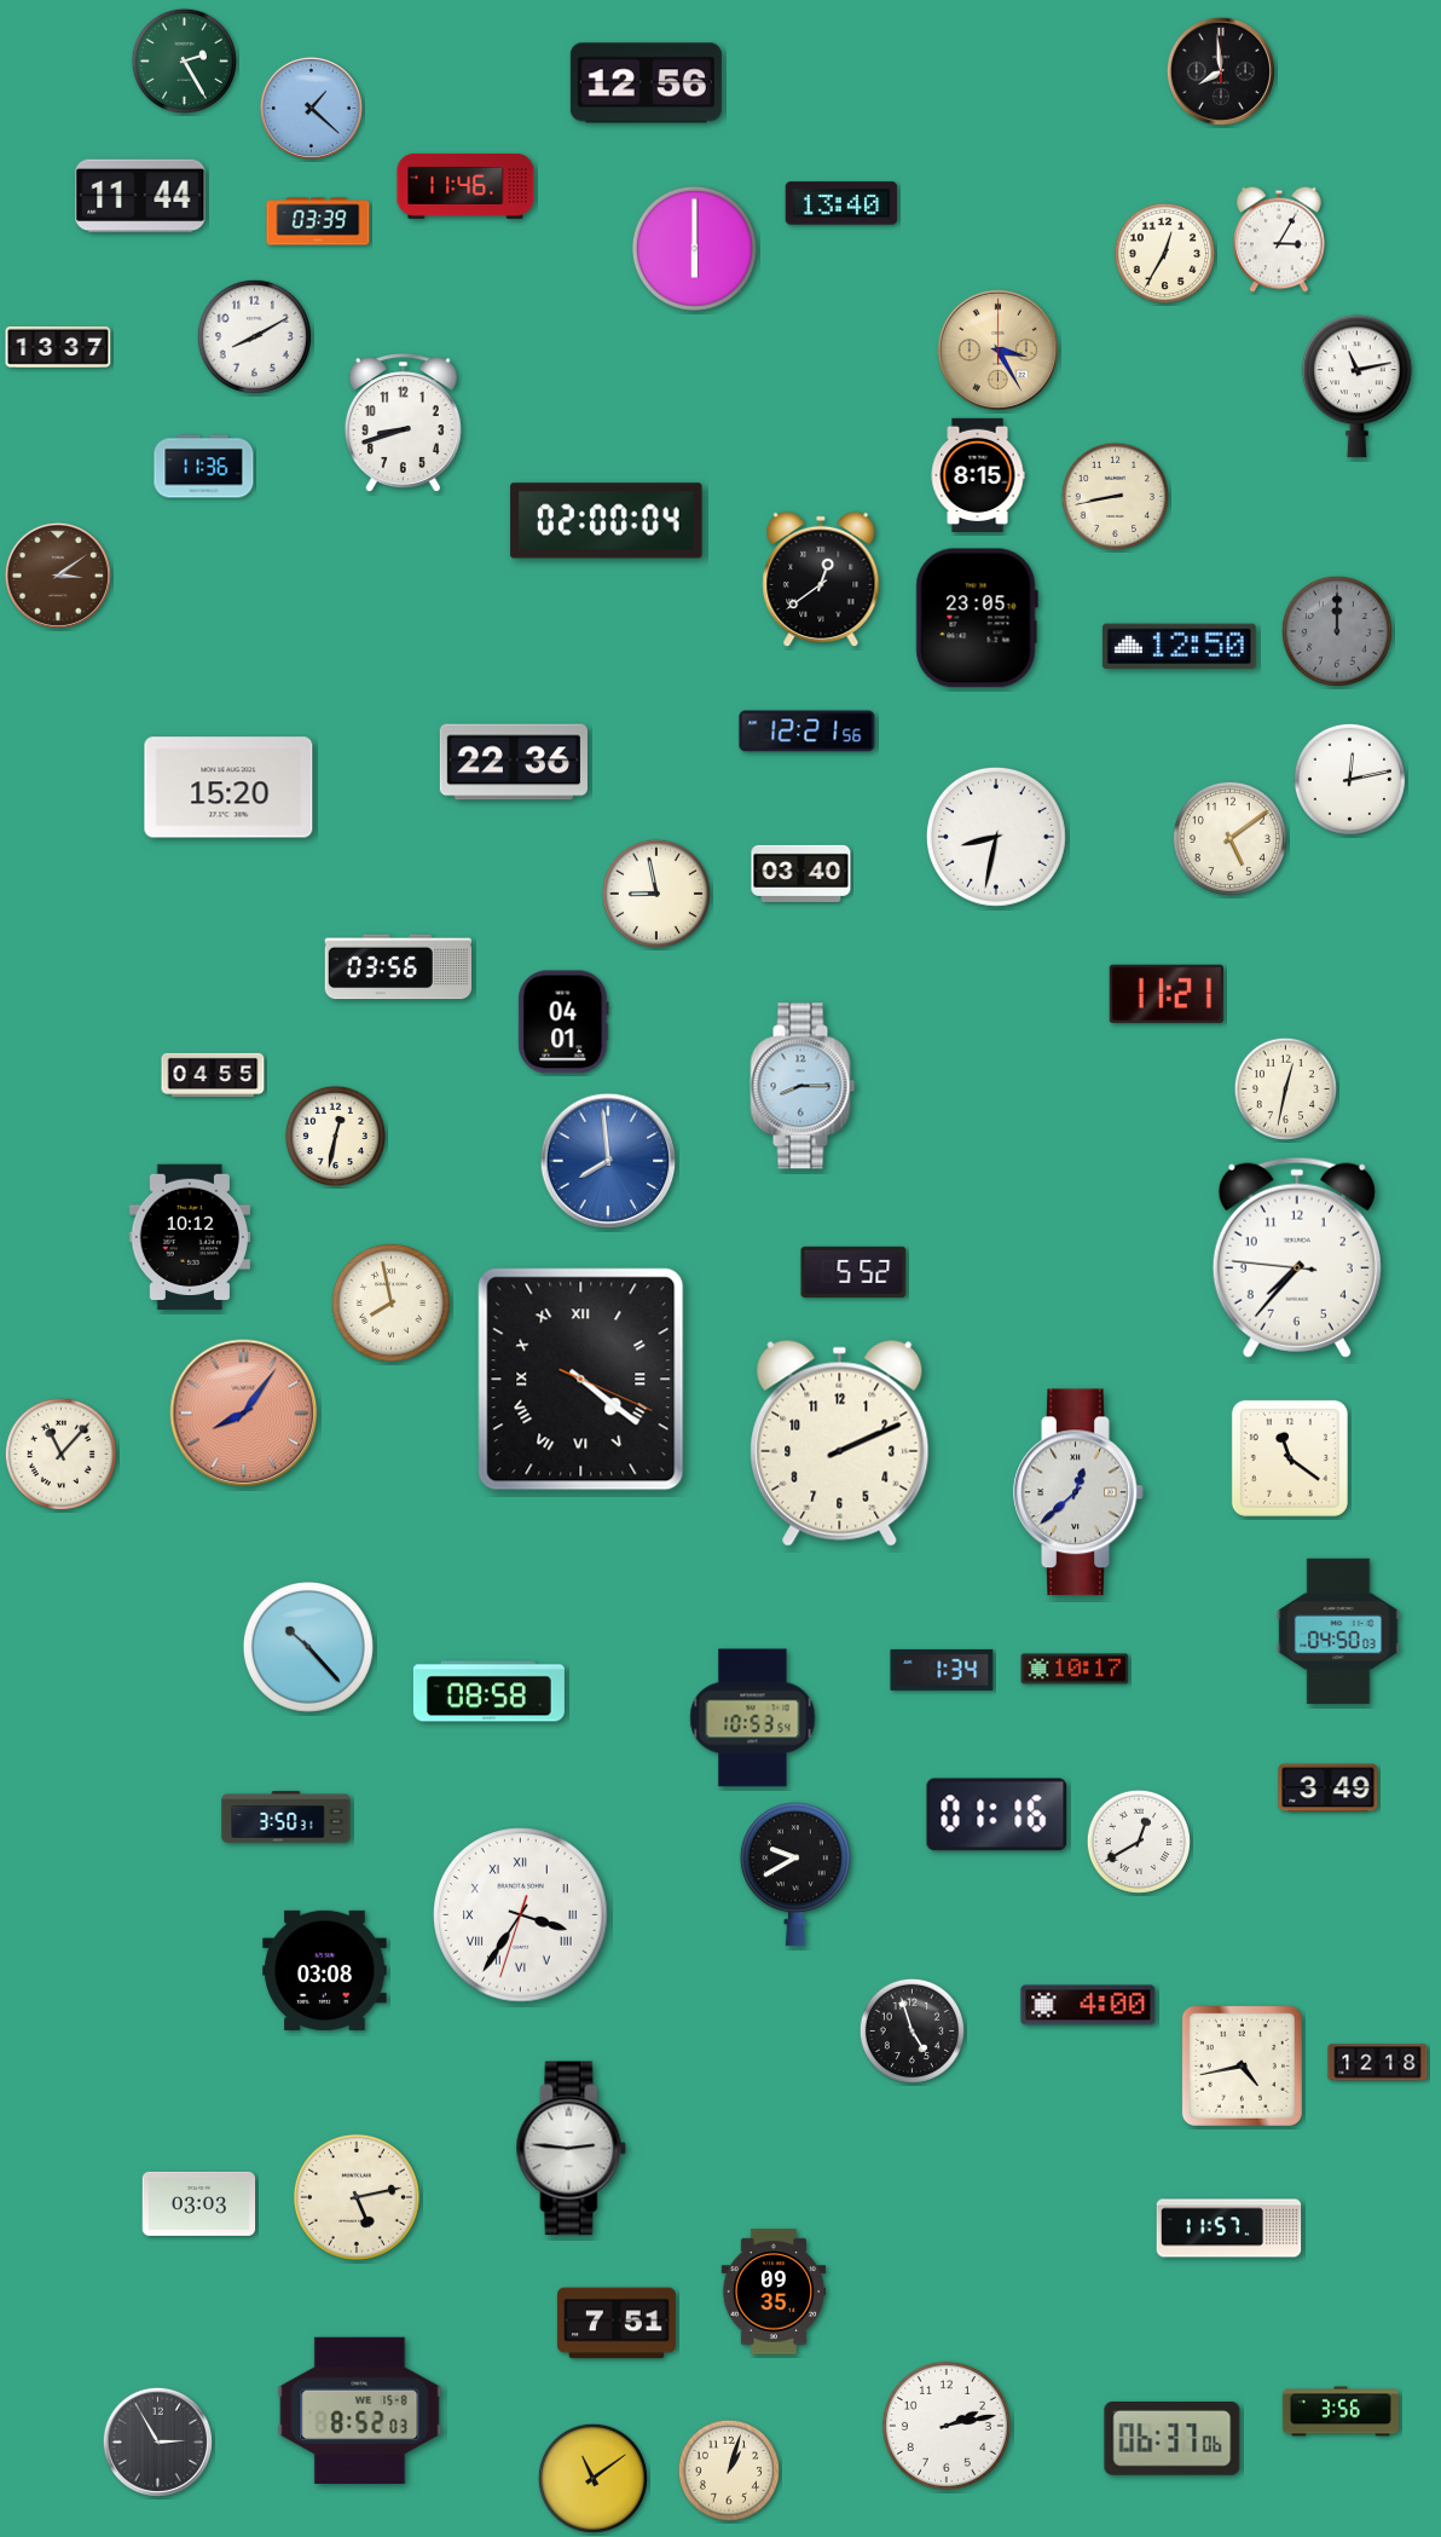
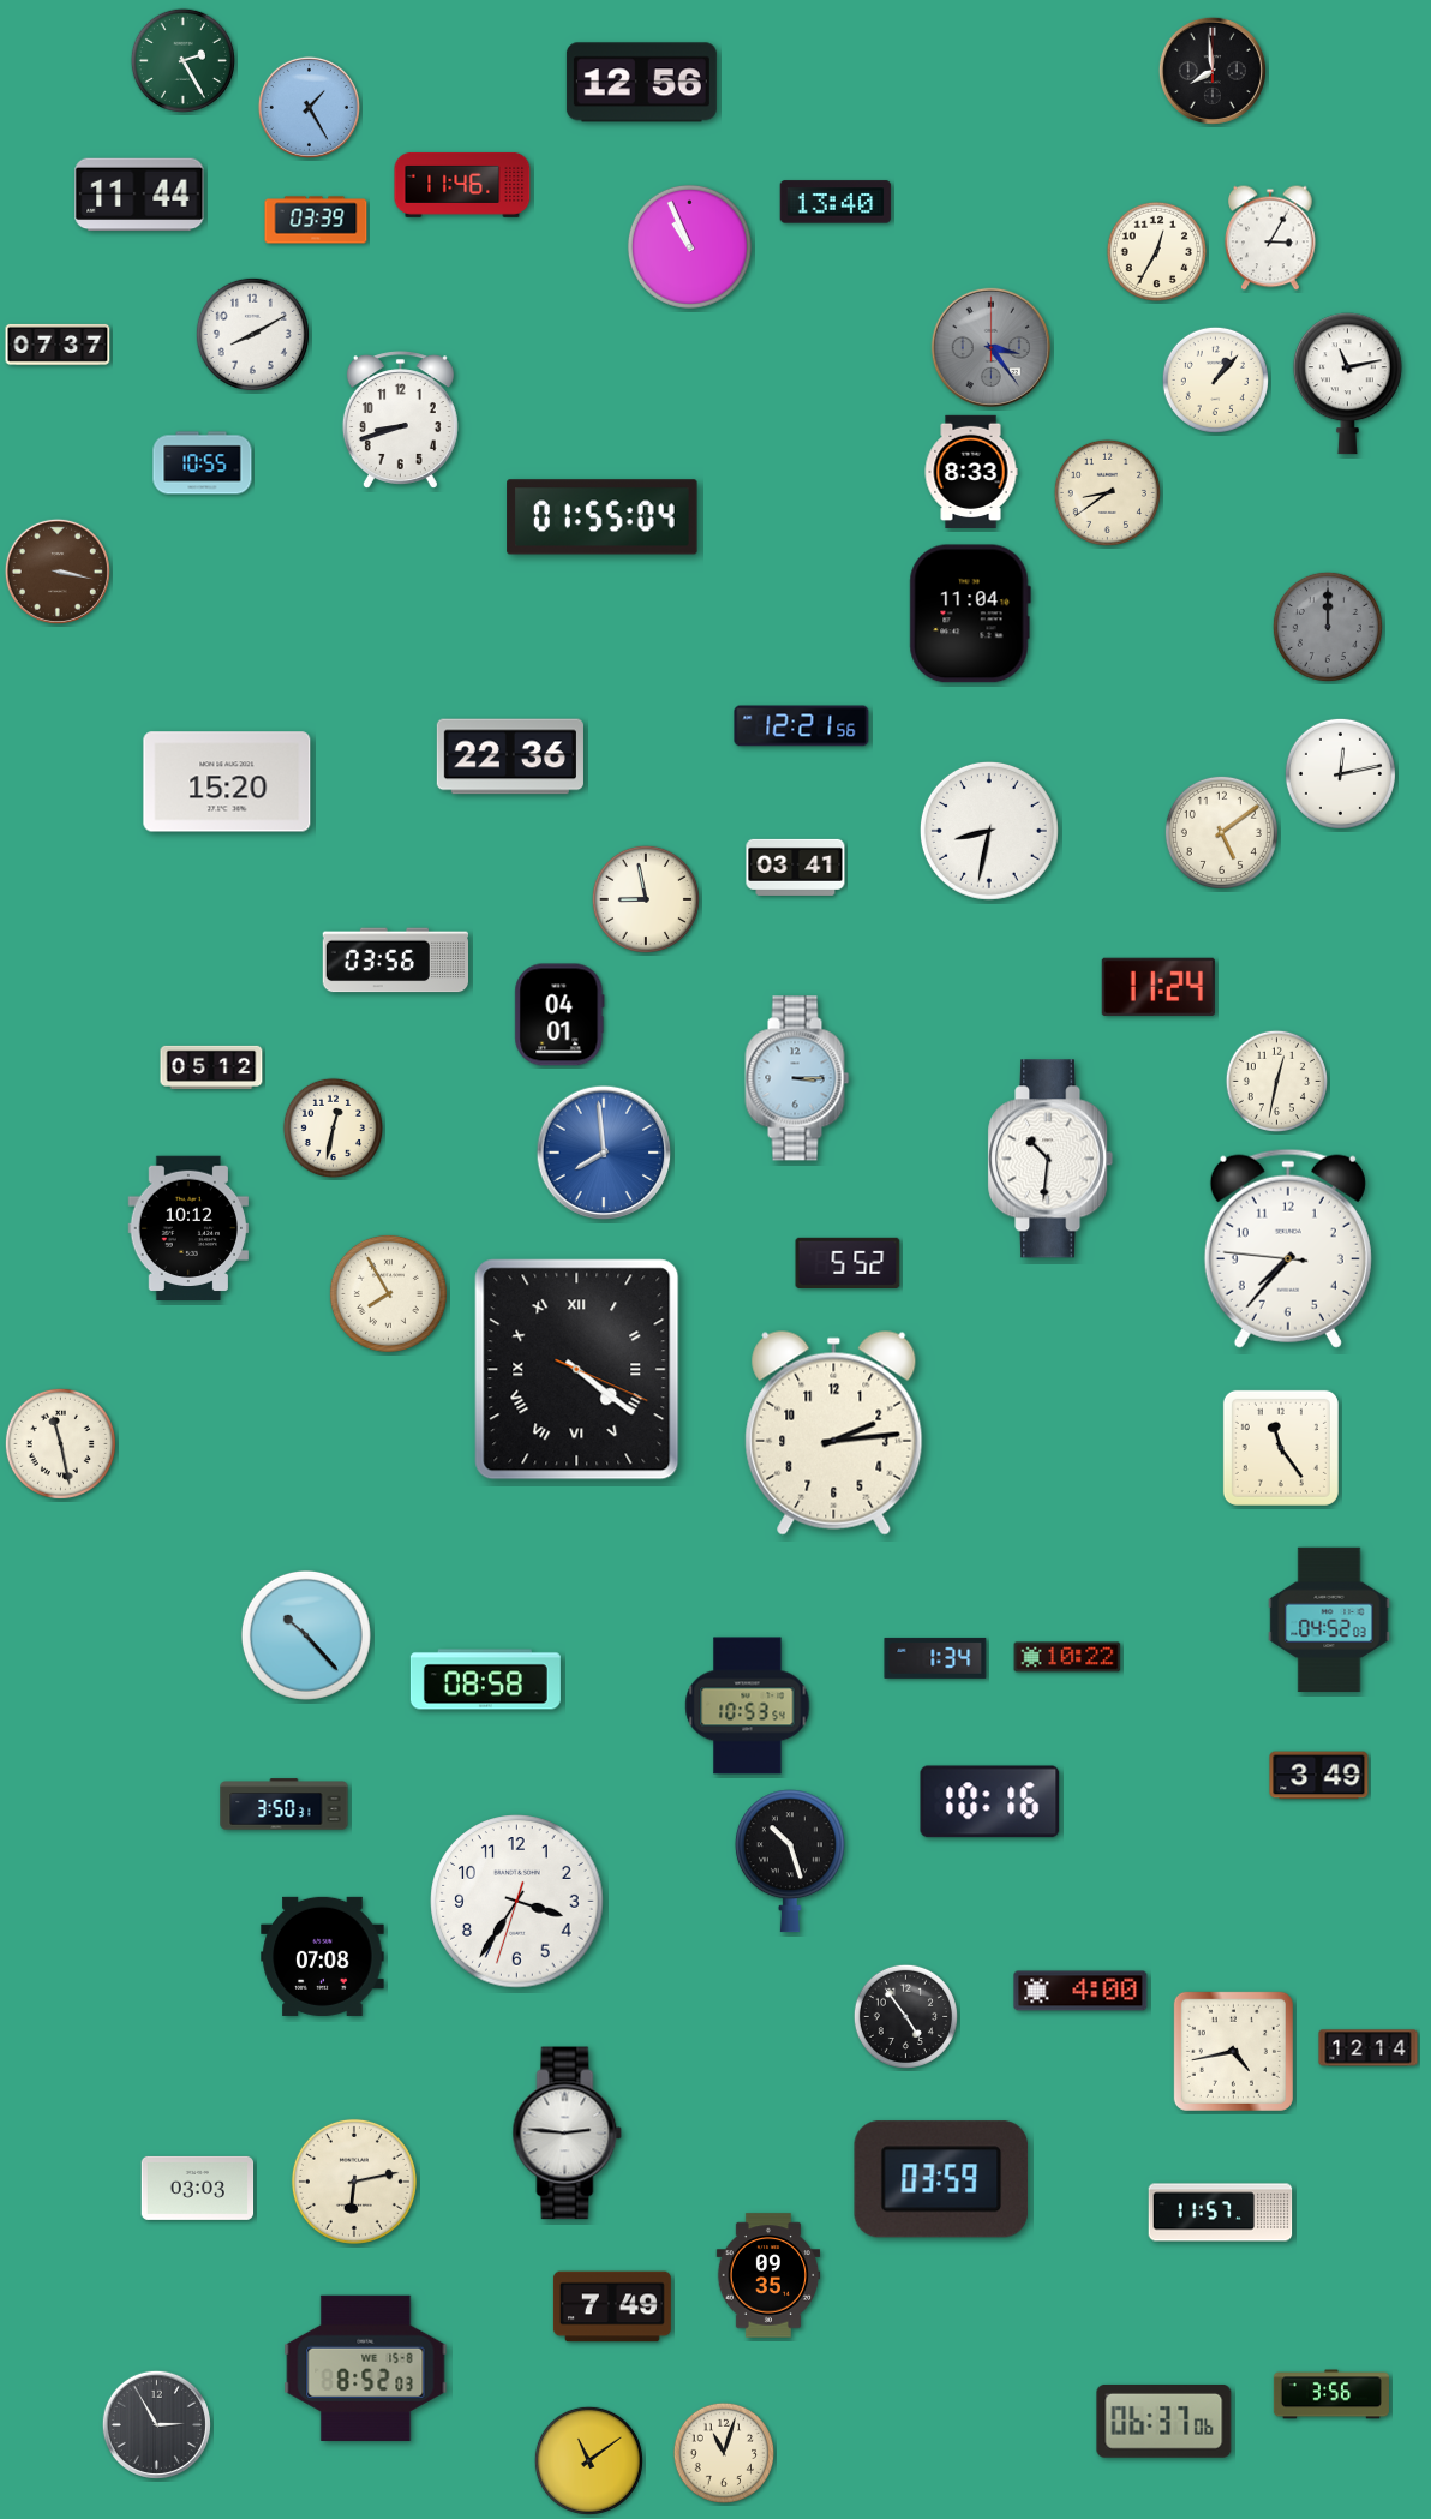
clock at (311, 108): 1:22 -> 1:25
clock at (694, 248): 6:00 -> 10:56
clock at (58, 347): 13:37 -> 07:37
clock at (997, 349): 3:25 -> 3:24
clock at (997, 349) dial: champagne -> grey
clock at (1215, 379): none -> 1:07
clock at (204, 467): 11:36 -> 10:55
clock at (978, 474): 8:15 -> 8:33
clock at (1115, 496): 8:43 -> 8:39
clock at (607, 521): 02:00 -> 01:55
clock at (58, 576): 3:09 -> 3:17
clock at (821, 579): 12:39 -> none
clock at (977, 618): 23:05 -> 11:04
clock at (1179, 647): 12:50 -> none
clock at (801, 873): 03:40 -> 03:41
clock at (656, 894) position: (656, 894) -> (646, 899)
clock at (1167, 994): 11:21 -> 11:24
clock at (213, 1075): 04:55 -> 05:12
clock at (803, 1086): 8:15 -> 3:15
clock at (1050, 1159): none -> 10:31
clock at (390, 1302): 7:58 -> 7:55
clock at (244, 1414): 8:06 -> none
clock at (840, 1443): 2:11 -> 2:14
clock at (60, 1454): 11:07 -> 11:28
clock at (1290, 1458): 11:21 -> 11:24
clock at (1078, 1492): 12:38 -> none
clock at (1338, 1631): 04:50 -> 04:52
clock at (1075, 1669): 10:17 -> 10:22
clock at (997, 1815): 01:16 -> 10:16
clock at (1139, 1842): 12:40 -> none
clock at (795, 1874): 9:40 -> 10:27
clock at (521, 1915) numerals: Roman -> Arabic
clock at (325, 1970): 03:08 -> 07:08
clock at (912, 2030): 4:57 -> 4:54
clock at (1378, 2063): 12:18 -> 12:14
clock at (941, 2179): none -> 03:59
clock at (357, 2197): 5:13 -> 6:13
clock at (617, 2323): 7:51 -> 7:49
clock at (360, 2410) position: (360, 2410) -> (366, 2368)
clock at (947, 2426): 2:13 -> none
clock at (728, 2469): 1:03 -> 11:03
